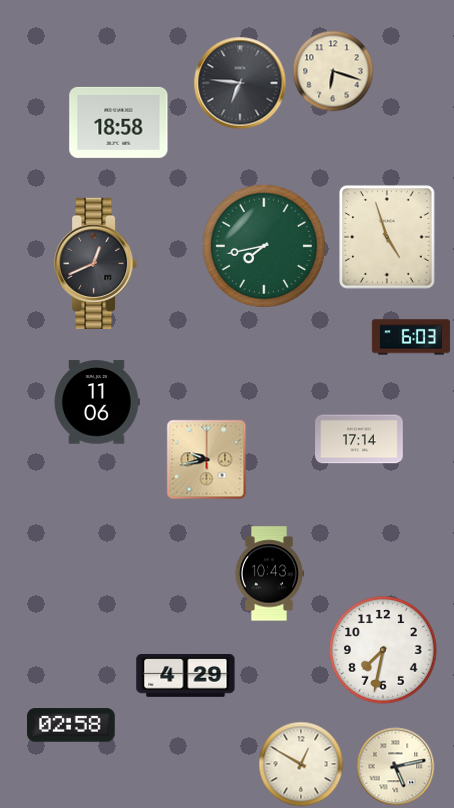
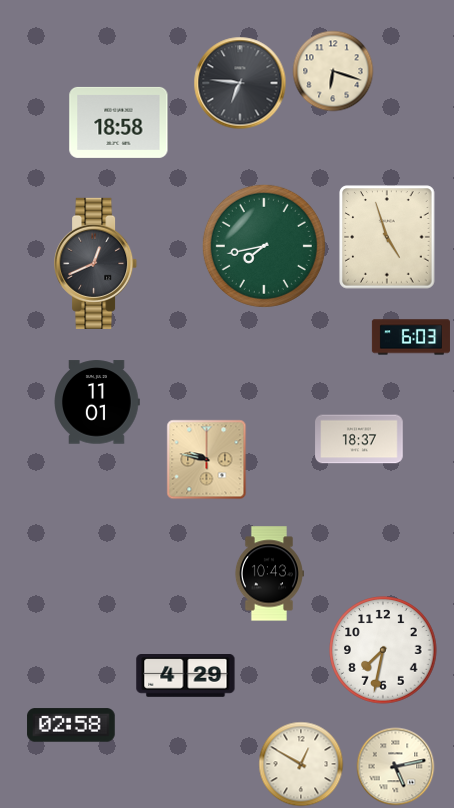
clock at (97, 402): 11:06 -> 11:01
clock at (359, 439): 17:14 -> 18:37
clock at (206, 459): 9:43 -> 9:47
